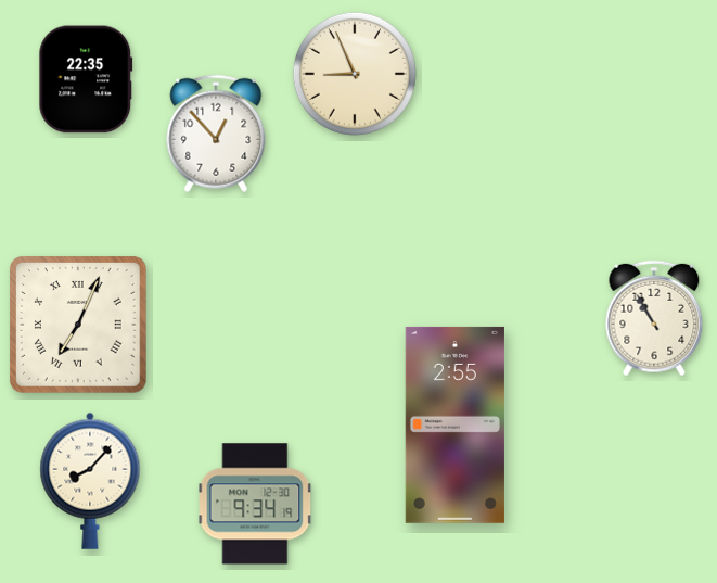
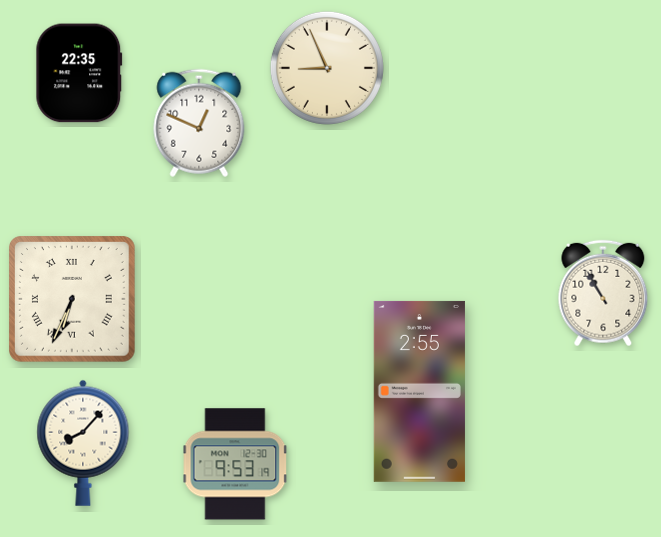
clock at (216, 134): 12:53 -> 12:49
clock at (79, 326): 7:04 -> 6:34
clock at (255, 504): 9:34 -> 9:53
